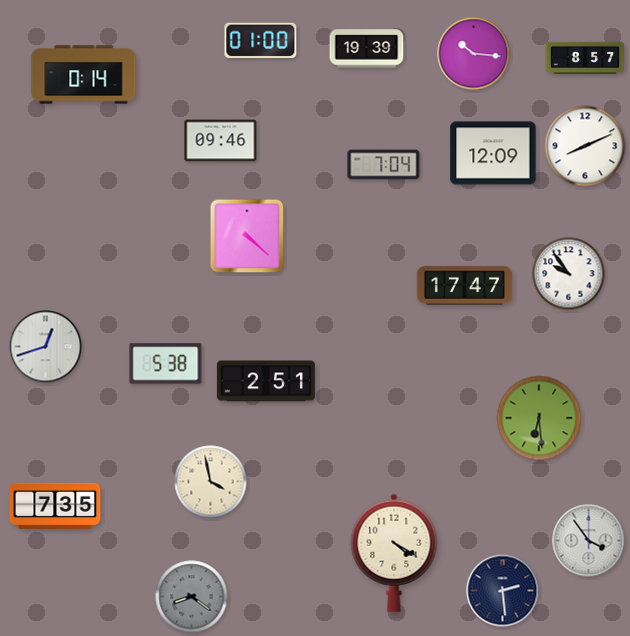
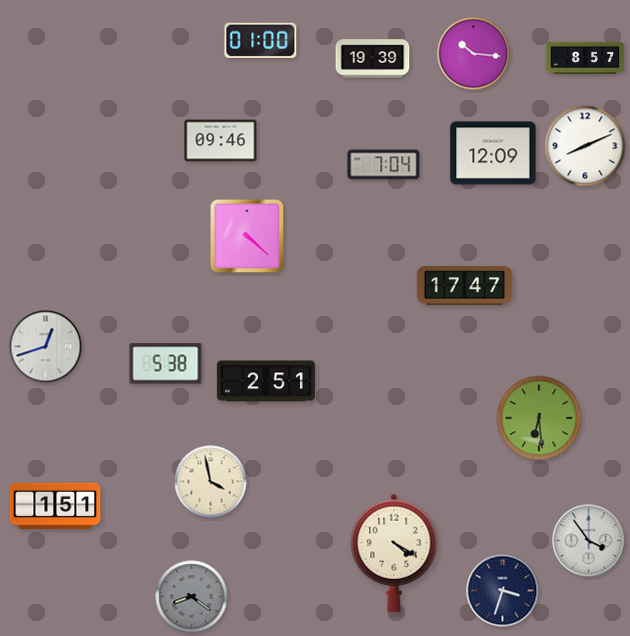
clock at (367, 49) position: (367, 49) -> (373, 59)
clock at (84, 75): 0:14 -> none
clock at (569, 274): 9:54 -> none
clock at (55, 506): 7:35 -> 1:51
clock at (503, 591): 2:29 -> 3:33
